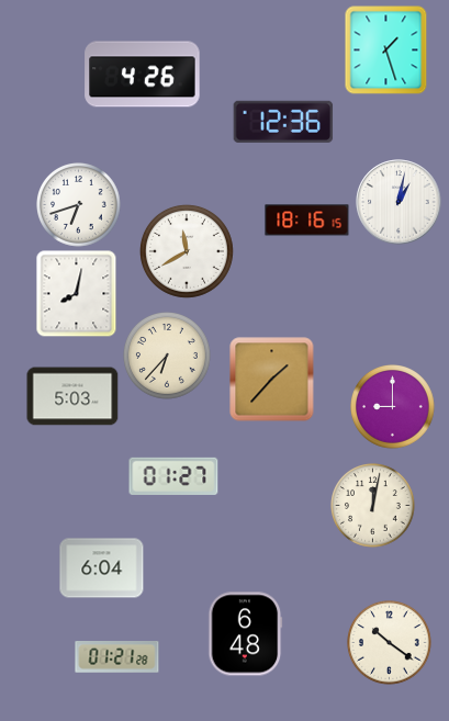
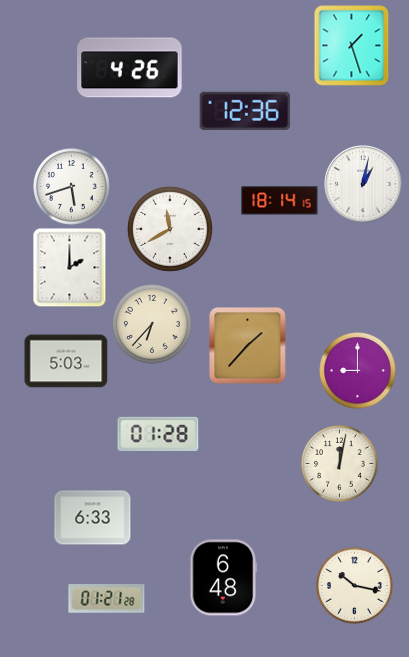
clock at (283, 122) position: (283, 122) -> (245, 111)
clock at (79, 205): 6:42 -> 5:42
clock at (307, 221): 18:16 -> 18:14
clock at (77, 294): 8:02 -> 2:00
clock at (173, 476): 01:27 -> 01:28
clock at (373, 506) position: (373, 506) -> (340, 464)
clock at (102, 568): 6:04 -> 6:33
clock at (390, 643): 10:21 -> 10:17
